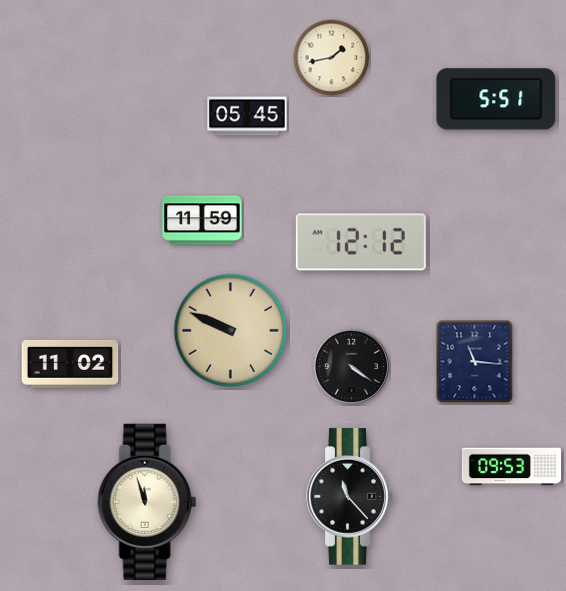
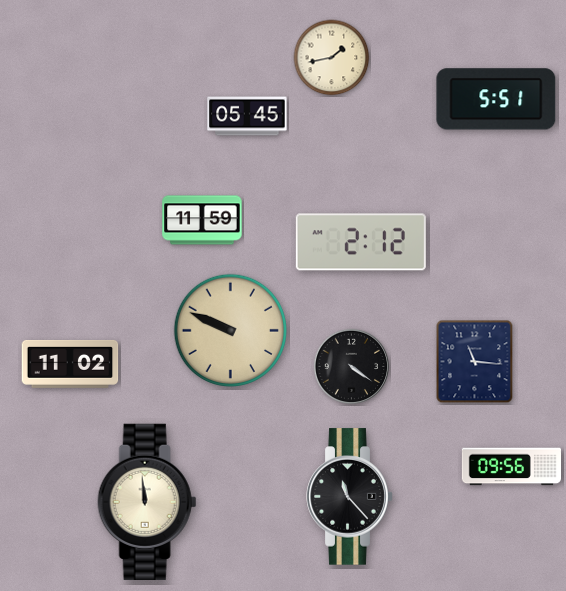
clock at (361, 242): 12:12 -> 2:12
clock at (511, 467): 09:53 -> 09:56
clock at (147, 502): 11:57 -> 11:59
